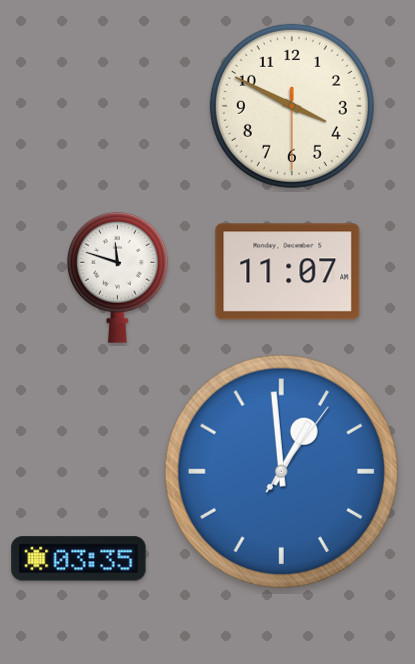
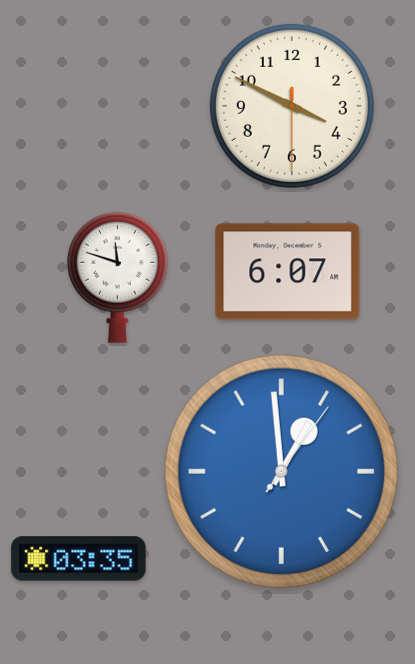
clock at (288, 272): 11:07 -> 6:07
